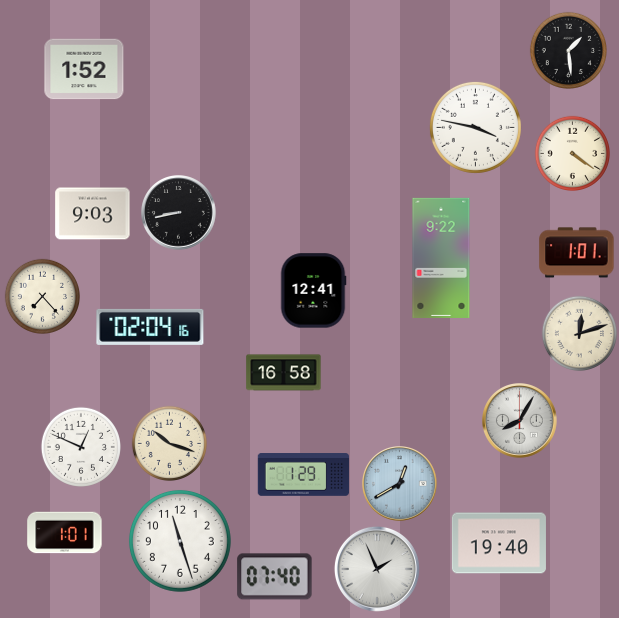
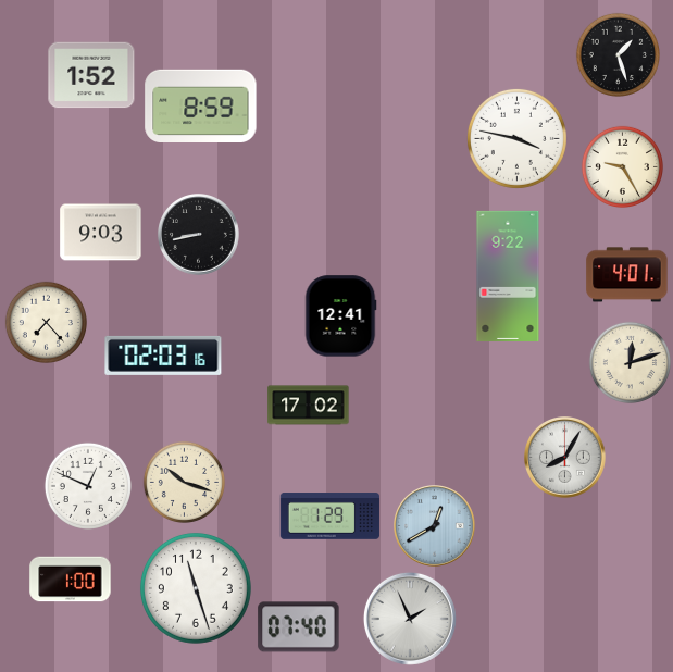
clock at (568, 50): 1:29 -> 1:27
clock at (201, 105): none -> 8:59
clock at (572, 153): 4:21 -> 9:25
clock at (179, 213) position: (179, 213) -> (199, 235)
clock at (577, 253): 1:01 -> 4:01
clock at (441, 258) position: (441, 258) -> (508, 276)
clock at (150, 327): 02:04 -> 02:03
clock at (284, 373): 16:58 -> 17:02
clock at (65, 533): 1:01 -> 1:00
clock at (499, 543): 19:40 -> none
